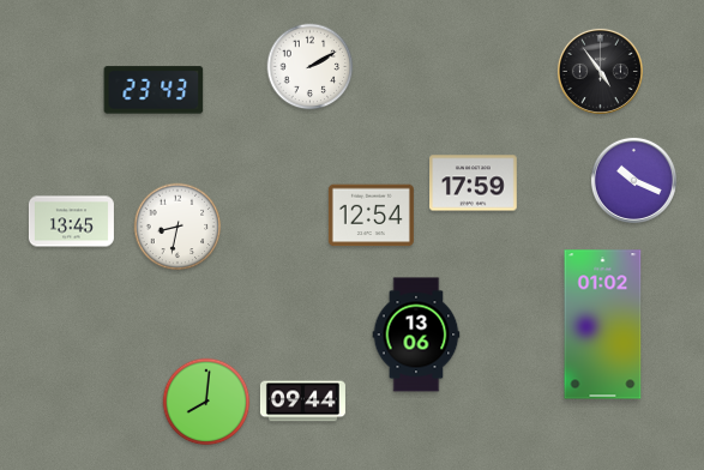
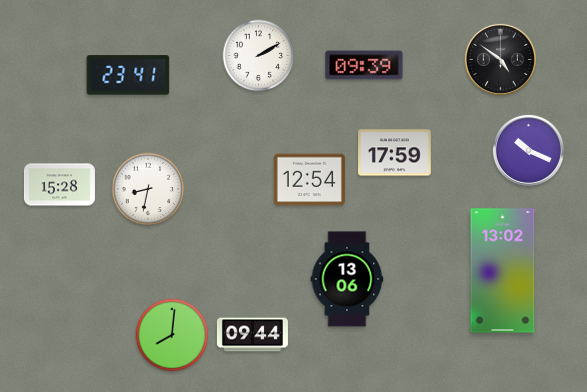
clock at (600, 71): 4:54 -> 4:51
clock at (364, 65): none -> 09:39
clock at (154, 90): 23:43 -> 23:41
clock at (71, 222): 13:45 -> 15:28
clock at (603, 325): 01:02 -> 13:02
